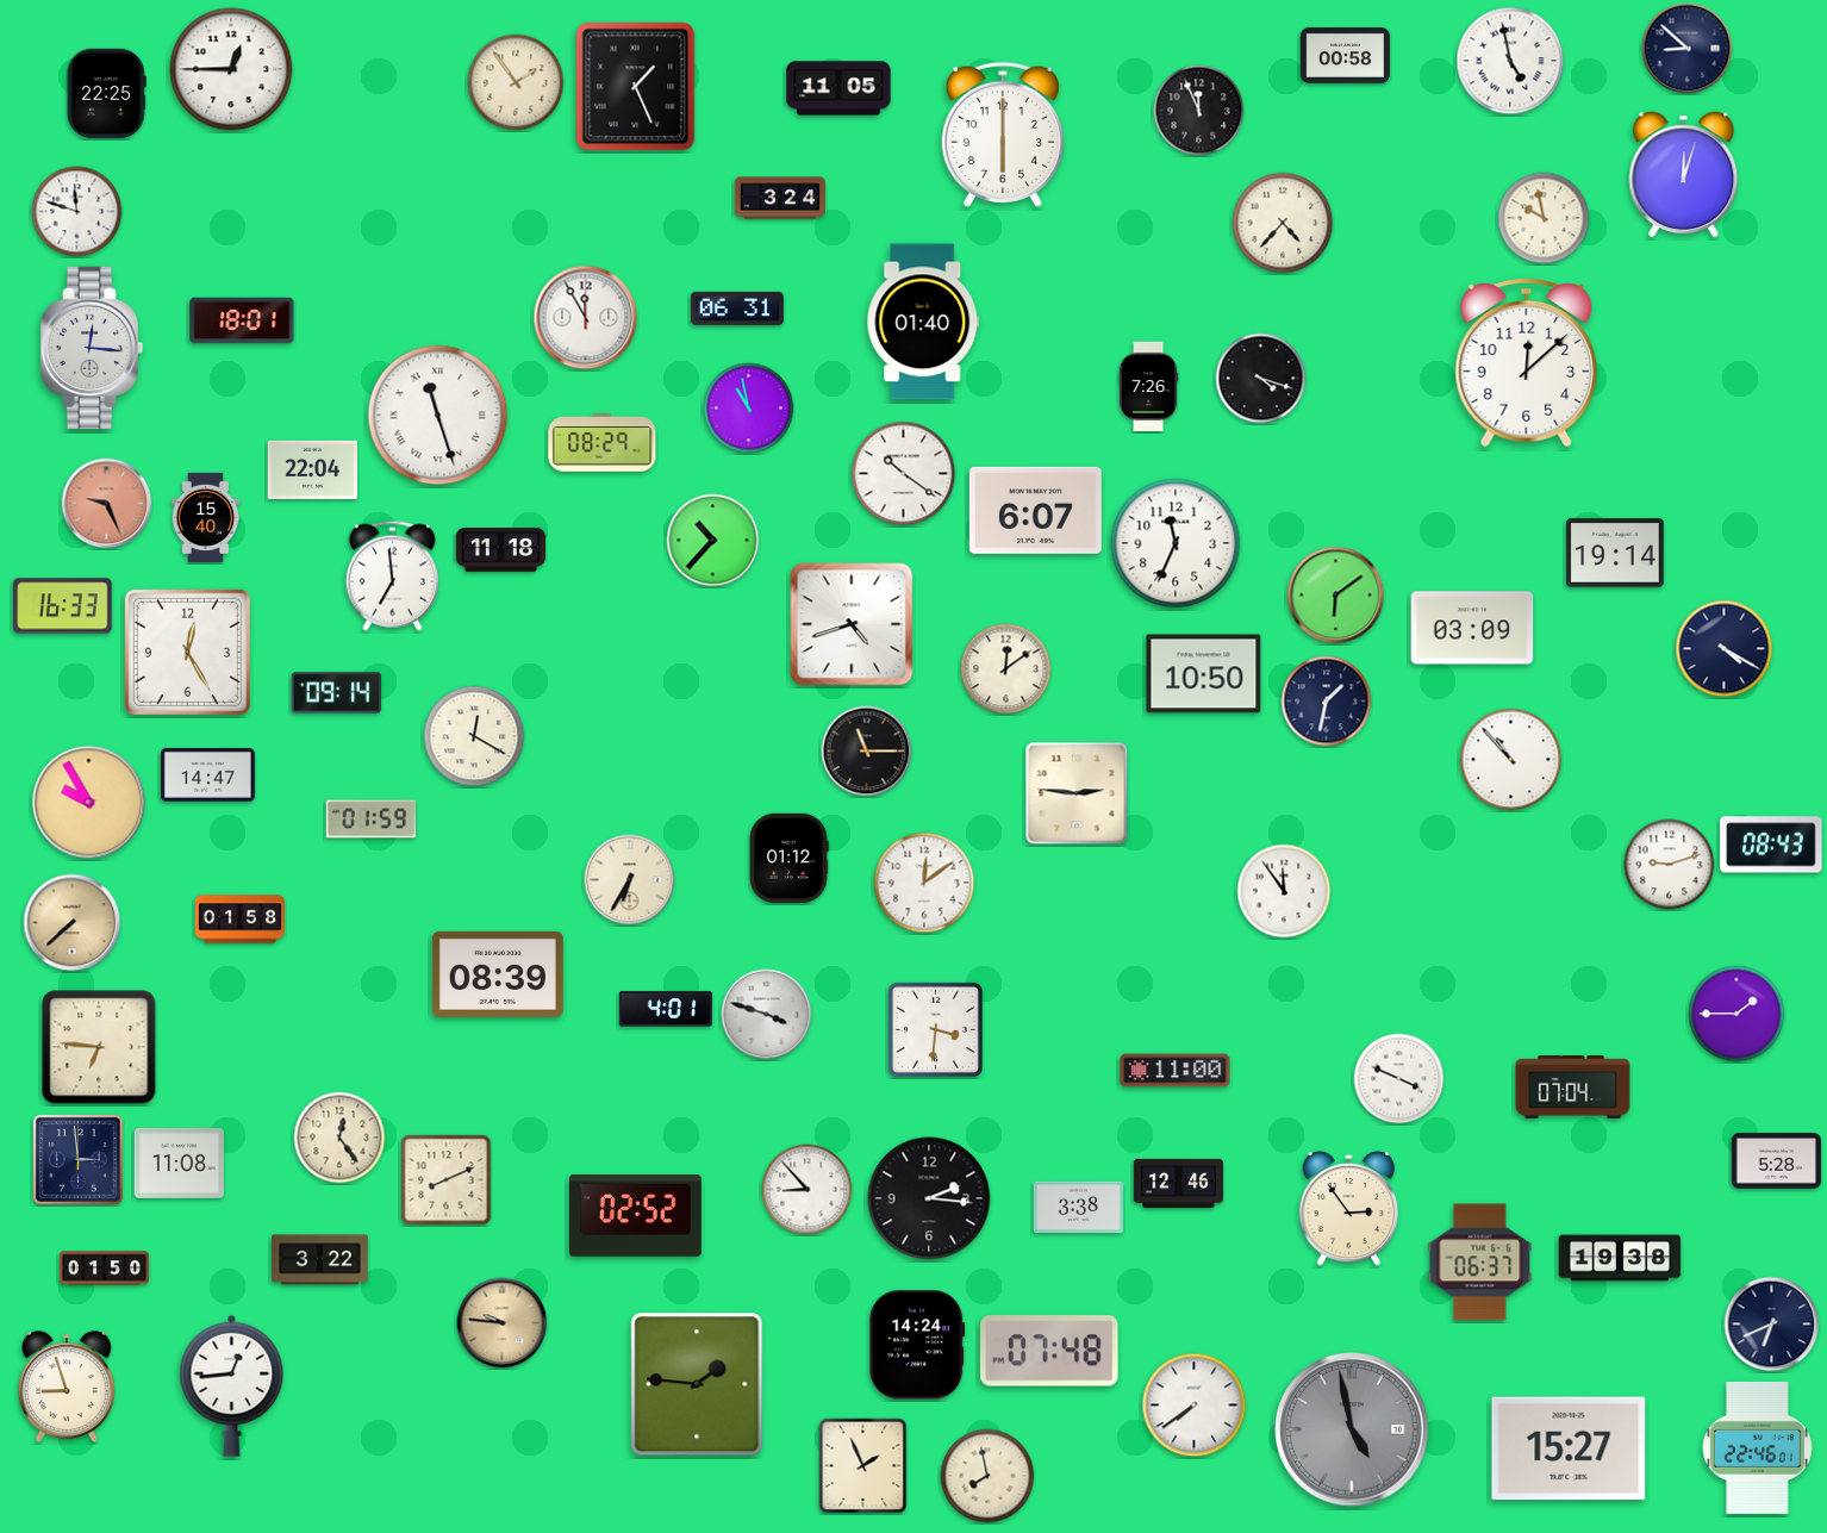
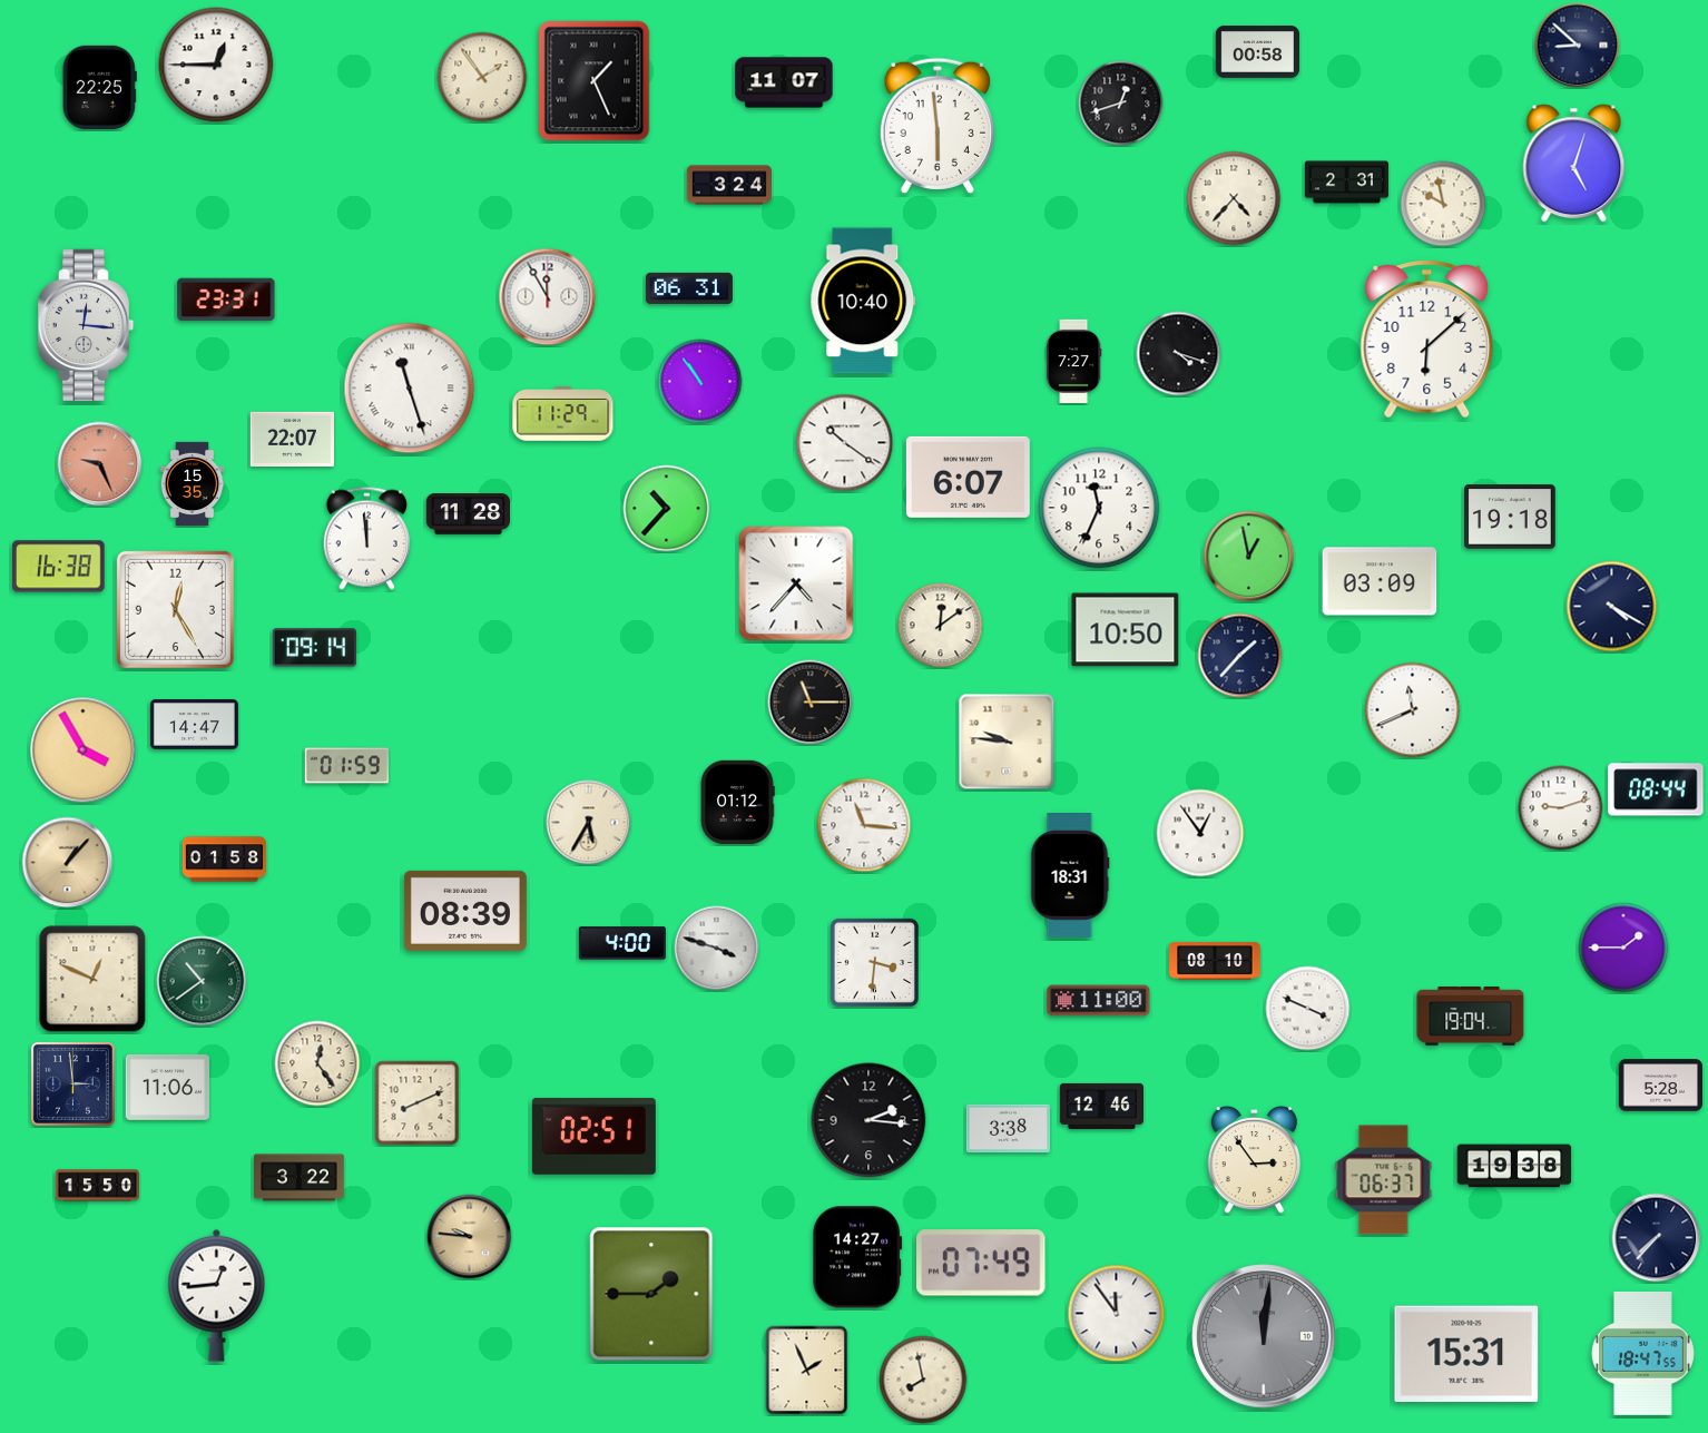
clock at (1510, 61): 4:58 -> none
clock at (838, 88): 11:05 -> 11:07
clock at (1199, 111): 11:56 -> 12:42
clock at (1003, 133): 6:00 -> 5:59
clock at (1684, 175): 12:03 -> 5:03
clock at (1346, 183): none -> 2:31
clock at (77, 212): 11:48 -> none
clock at (1283, 223) position: (1283, 223) -> (1234, 198)
clock at (242, 320): 18:01 -> 23:31
clock at (923, 322): 01:40 -> 10:40
clock at (1527, 363): 12:08 -> 6:08
clock at (1148, 386): 7:26 -> 7:27
clock at (749, 409): 10:58 -> 10:54
clock at (603, 443): 08:29 -> 11:29
clock at (312, 469): 22:04 -> 22:07
clock at (107, 504) position: (107, 504) -> (100, 464)
clock at (206, 518): 15:40 -> 15:35
clock at (713, 541) position: (713, 541) -> (667, 509)
clock at (500, 550): 11:18 -> 11:28
clock at (1615, 553): 19:14 -> 19:18
clock at (392, 575): 6:59 -> 11:59
clock at (1336, 596): 6:09 -> 12:58
clock at (63, 606): 16:33 -> 16:38
clock at (852, 624): 4:42 -> 4:37
clock at (1472, 628) position: (1472, 628) -> (1380, 581)
clock at (1327, 702): 1:32 -> 1:37
clock at (474, 736): 12:20 -> none
clock at (1511, 760): 10:53 -> 11:41
clock at (1077, 793): 2:46 -> 9:46
clock at (89, 803): 9:55 -> 3:55
clock at (1771, 845): 08:43 -> 08:44
clock at (630, 880): 6:35 -> 5:35
clock at (924, 883): 12:09 -> 11:16
clock at (1284, 891): 11:54 -> 12:54
clock at (73, 923): 7:38 -> 1:07
clock at (1070, 876): none -> 18:31
clock at (666, 1009): 4:01 -> 4:00
clock at (1215, 961): none -> 08:10
clock at (99, 1047): 6:46 -> 12:49
clock at (202, 981): none -> 10:39
clock at (1573, 1088): 07:04 -> 19:04
clock at (179, 1163): 11:08 -> 11:06
clock at (808, 1190): 8:53 -> none
clock at (1349, 1209) position: (1349, 1209) -> (1255, 1160)
clock at (635, 1216): 02:52 -> 02:51
clock at (1620, 1258) position: (1620, 1258) -> (1514, 1166)
clock at (104, 1269): 01:50 -> 15:50
clock at (1772, 1325): 6:41 -> 7:37
clock at (917, 1345): 14:24 -> 14:27
clock at (1050, 1351): 07:48 -> 07:49
clock at (697, 1384): 1:46 -> 1:45
clock at (67, 1388): 8:57 -> none
clock at (1195, 1406): 7:39 -> 11:54
clock at (1352, 1429): 4:58 -> 12:01
clock at (1757, 1447): 22:46 -> 18:47
clock at (1569, 1448): 15:27 -> 15:31
